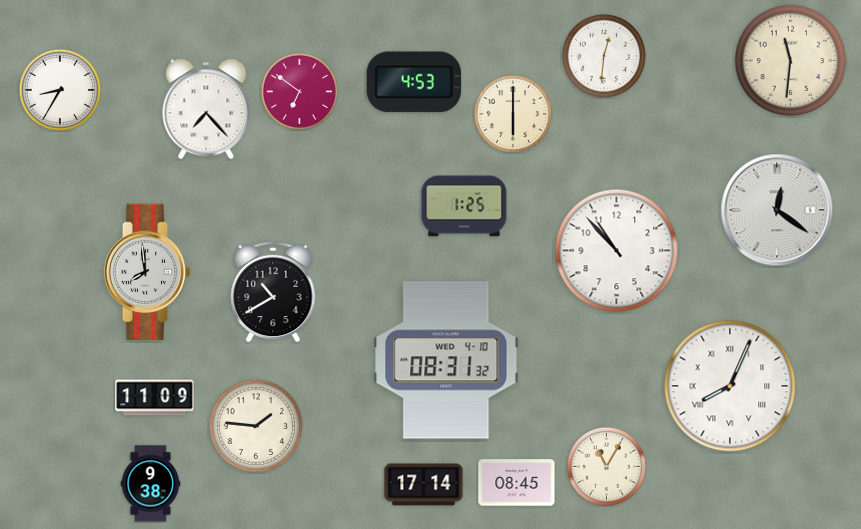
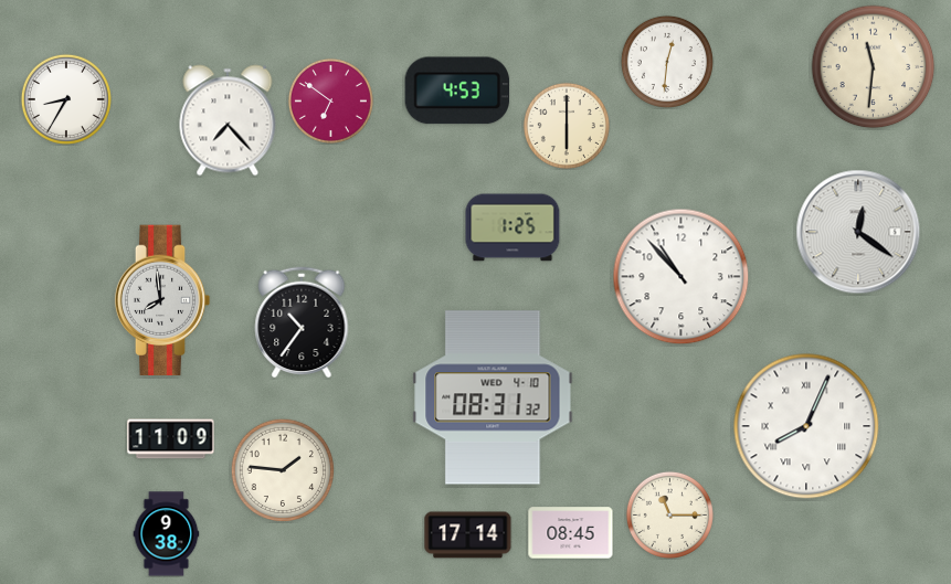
clock at (273, 292): 10:40 -> 10:36
clock at (606, 466): 11:05 -> 11:15
